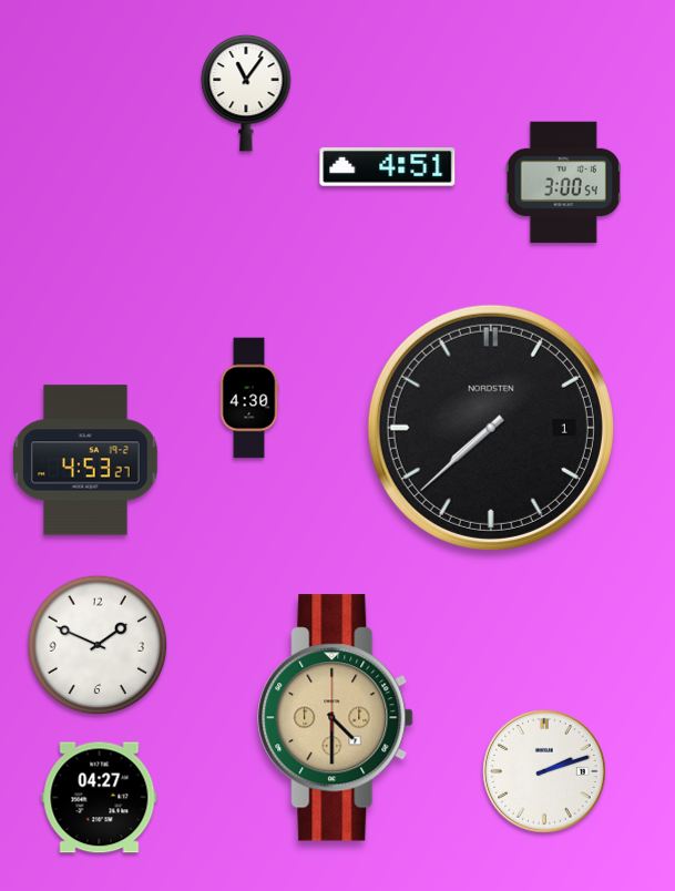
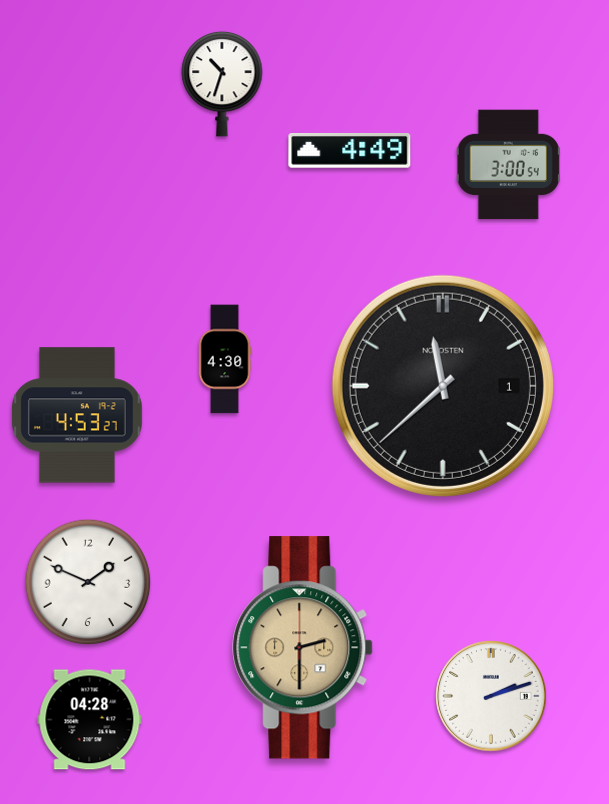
clock at (246, 93): 11:06 -> 10:33
clock at (388, 167): 4:51 -> 4:49
clock at (491, 428): 7:38 -> 11:38
clock at (336, 718): 4:30 -> 2:30
clock at (100, 798): 04:27 -> 04:28
